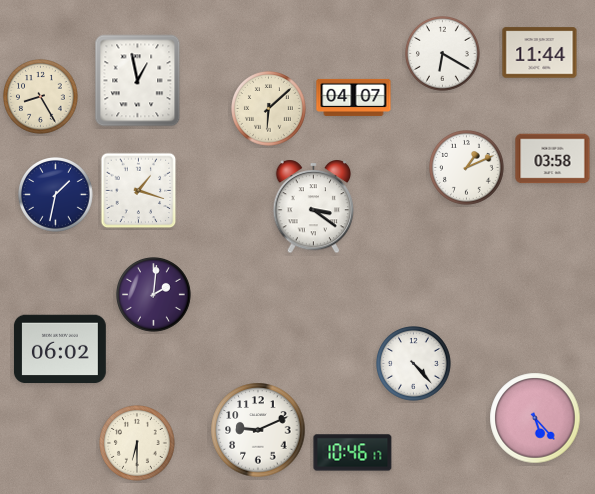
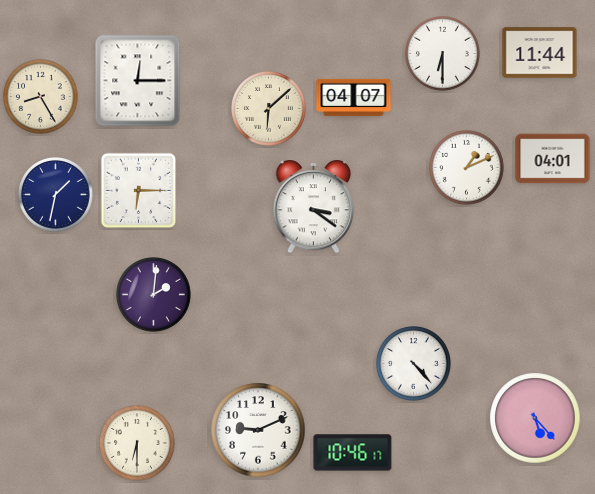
clock at (443, 54): 6:20 -> 6:30
clock at (138, 81): 12:58 -> 12:15
clock at (553, 159): 03:58 -> 04:01
clock at (139, 191): 1:18 -> 6:15
clock at (60, 349): 06:02 -> none
